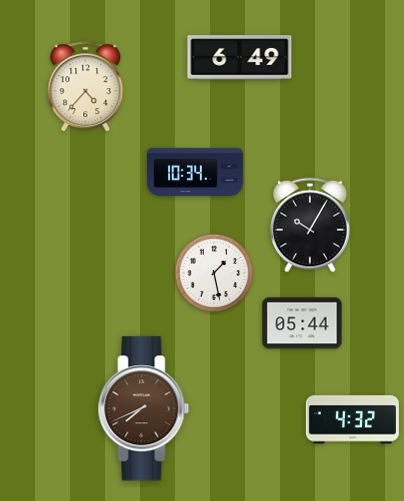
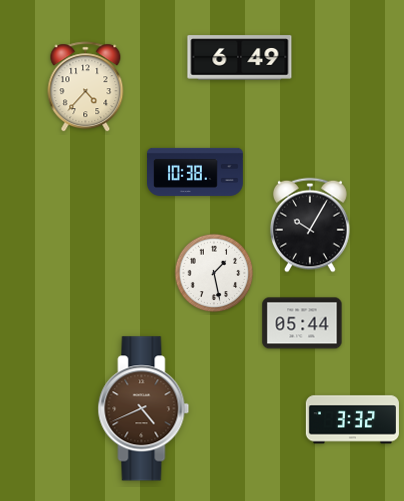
clock at (196, 172): 10:34 -> 10:38
clock at (144, 409): 7:41 -> 4:41
clock at (352, 420): 4:32 -> 3:32
